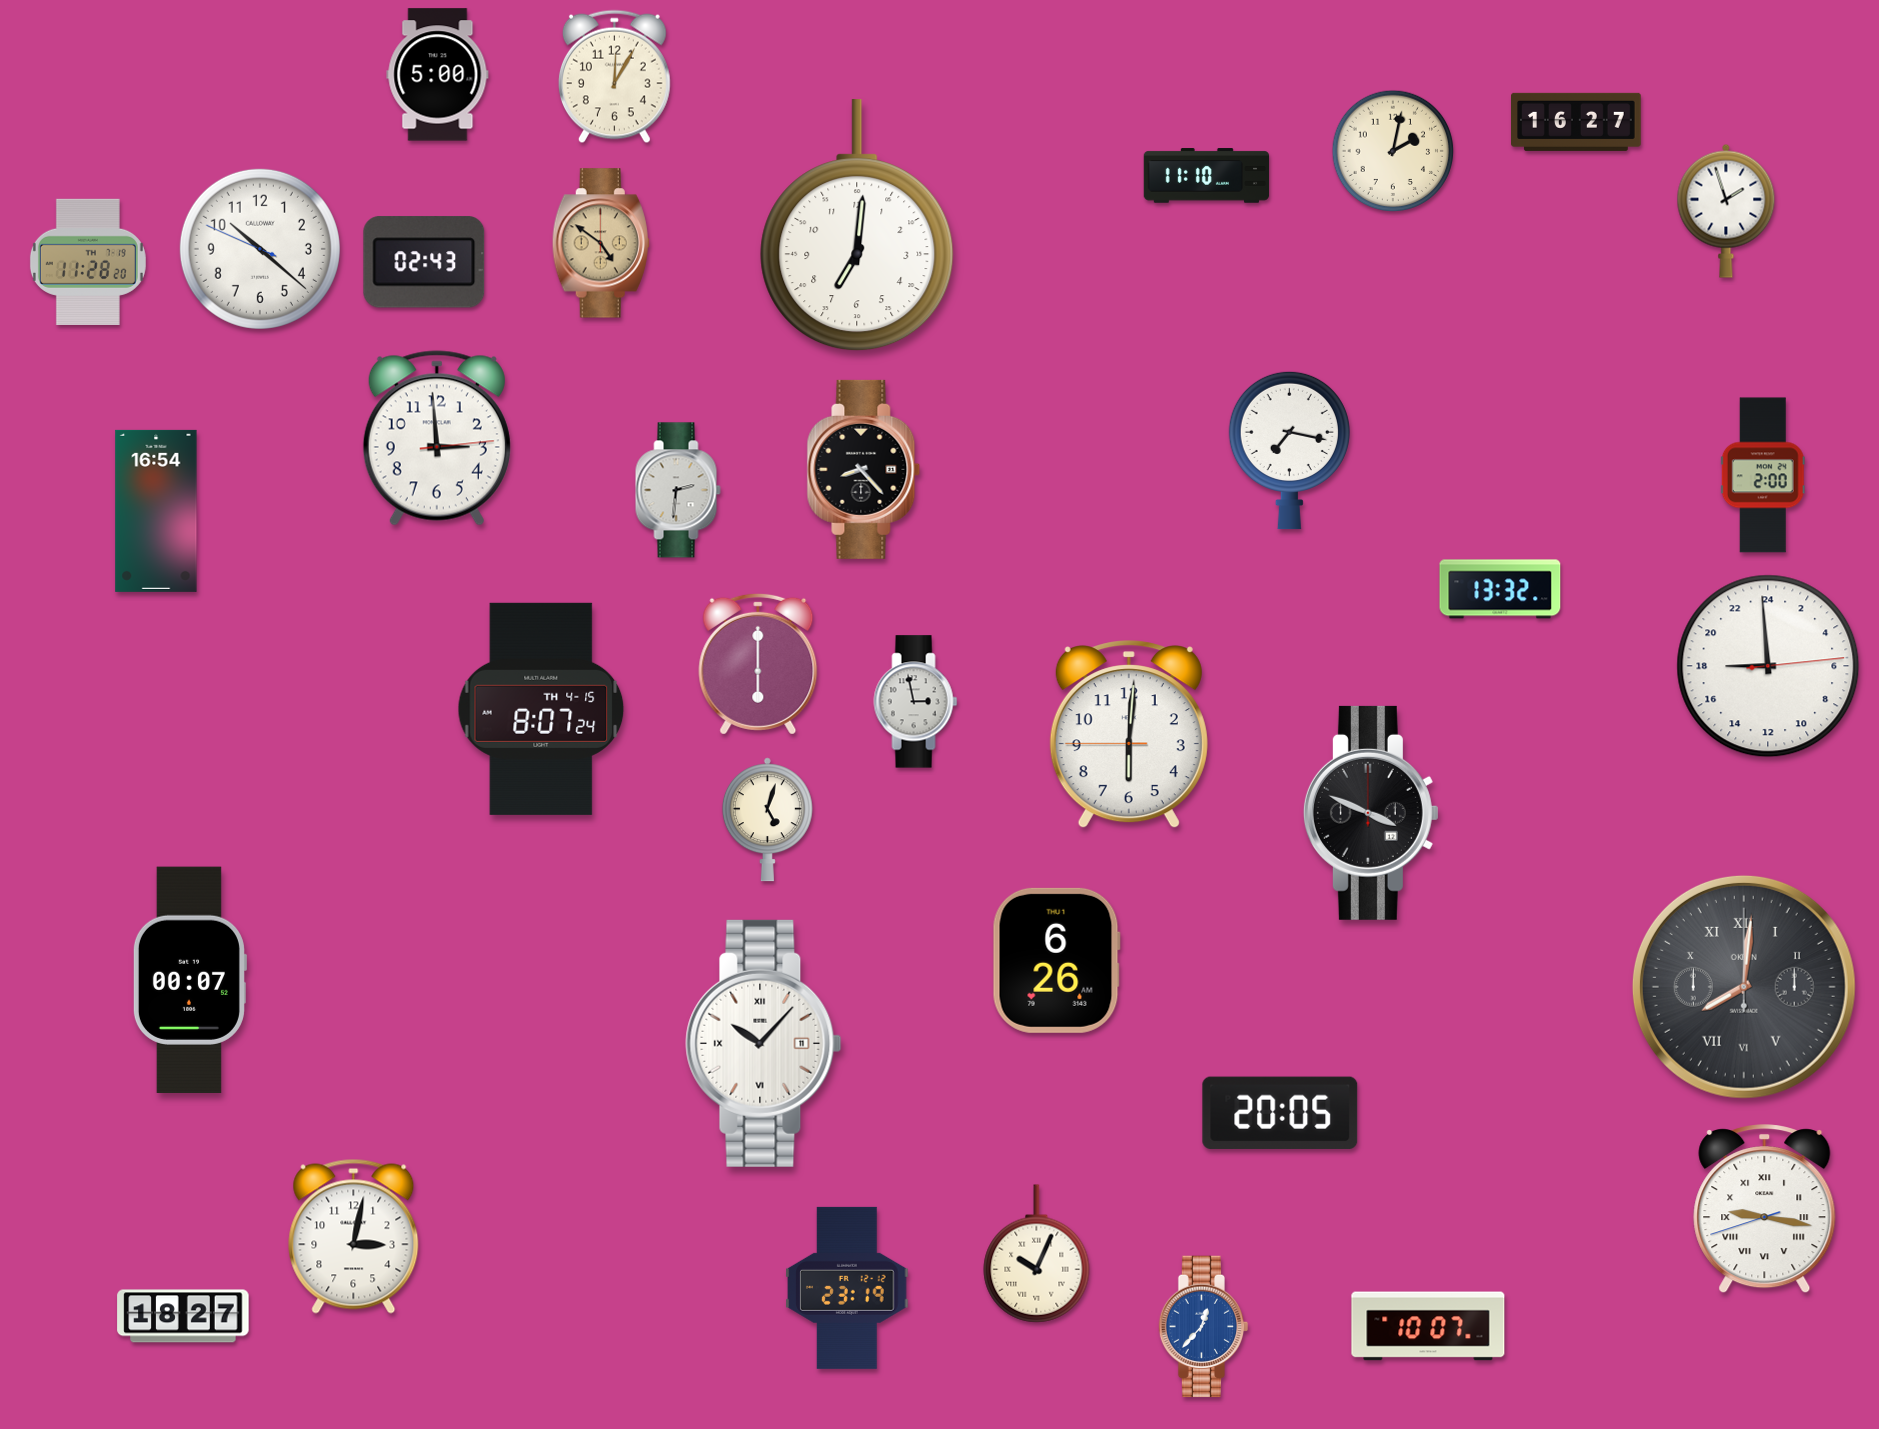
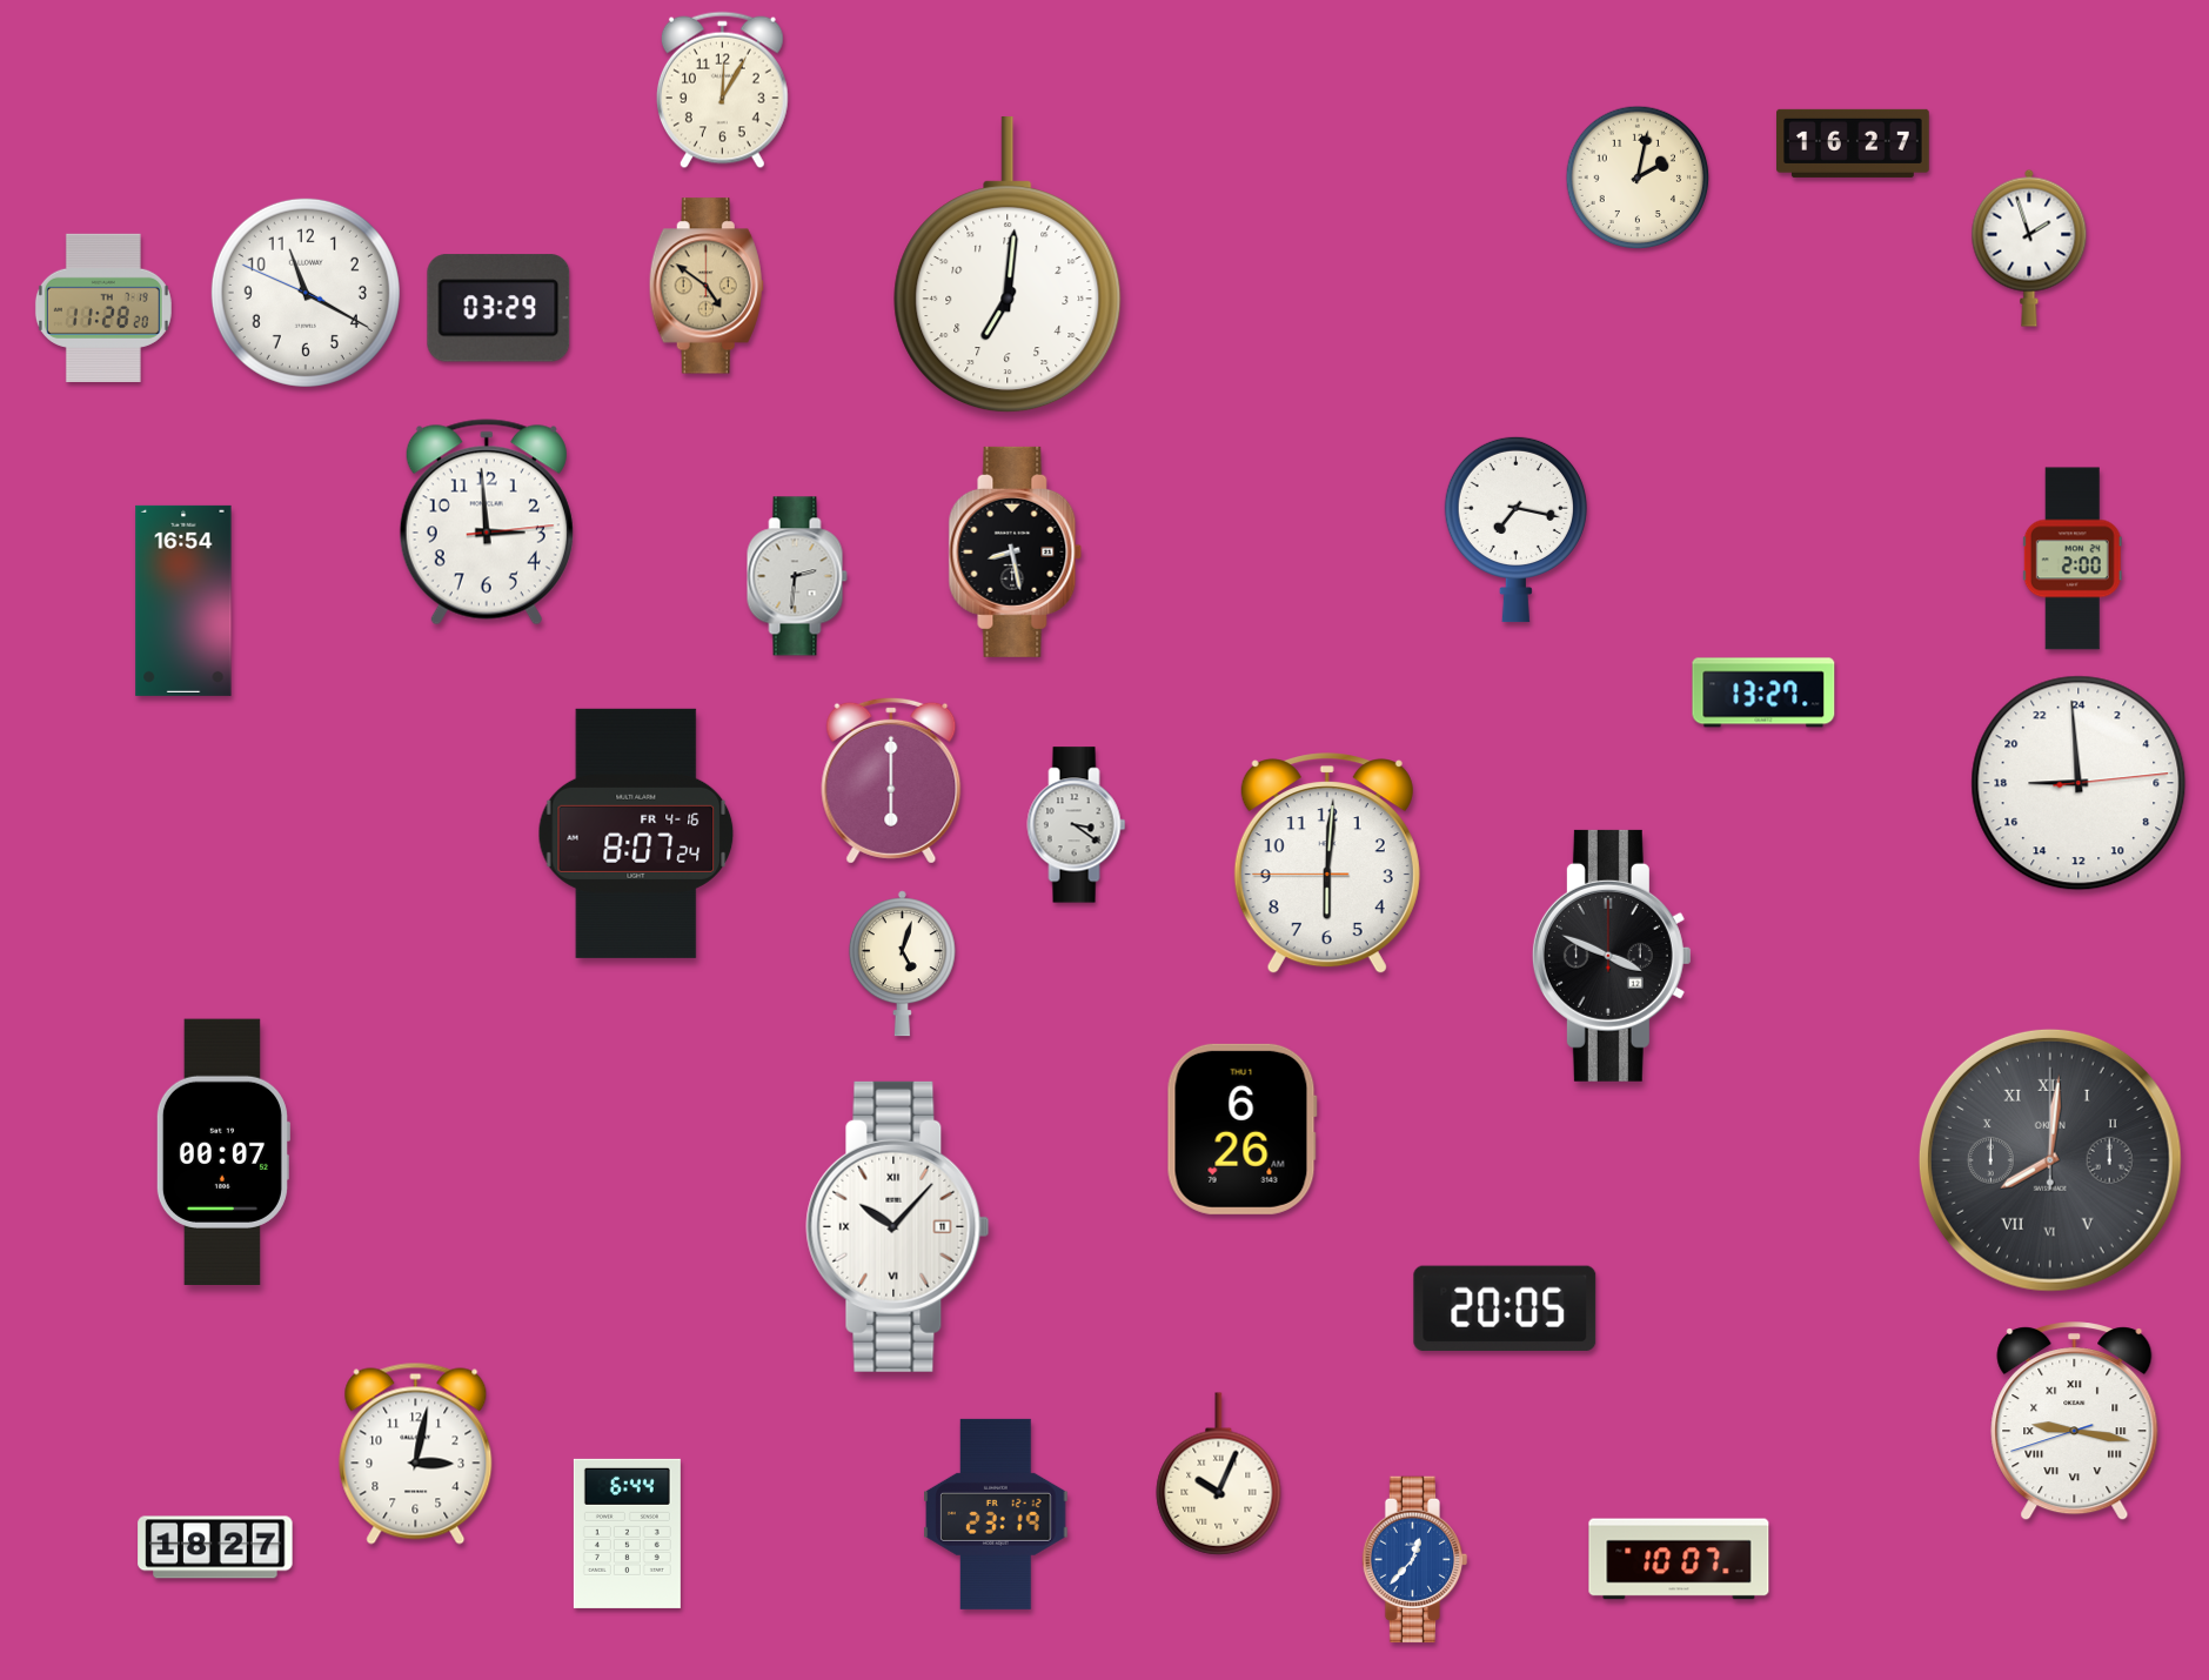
clock at (438, 75): 5:00 -> none
clock at (1207, 176): 11:10 -> none
clock at (260, 249): 10:21 -> 11:19
clock at (424, 262): 02:43 -> 03:29
clock at (437, 438) position: (437, 438) -> (487, 522)
clock at (864, 469): 8:23 -> 8:28
clock at (1500, 589): 13:32 -> 13:27
clock at (916, 702): 2:58 -> 3:21
clock at (541, 709) date: TH 4-15 -> FR 4-16
clock at (627, 1533): none -> 6:44
